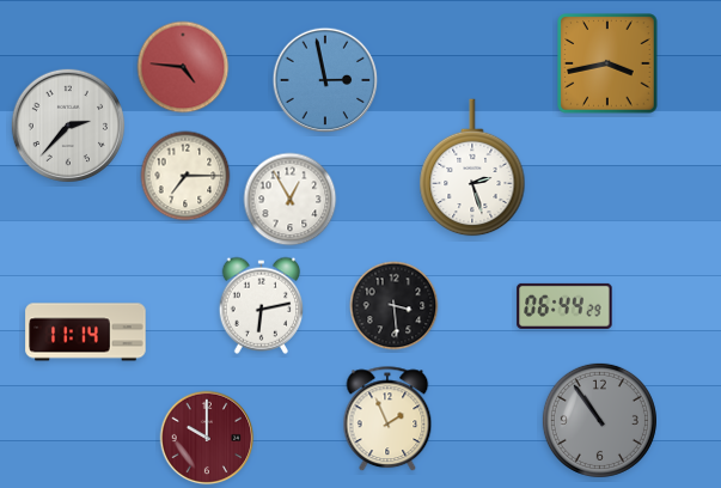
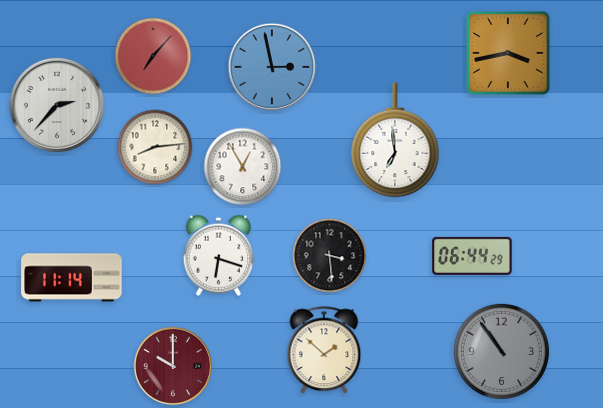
clock at (183, 67): 4:46 -> 7:07
clock at (472, 167): 2:27 -> 6:59
clock at (185, 176): 7:15 -> 8:14
clock at (262, 305): 6:13 -> 6:18
clock at (387, 420): 1:56 -> 1:52
